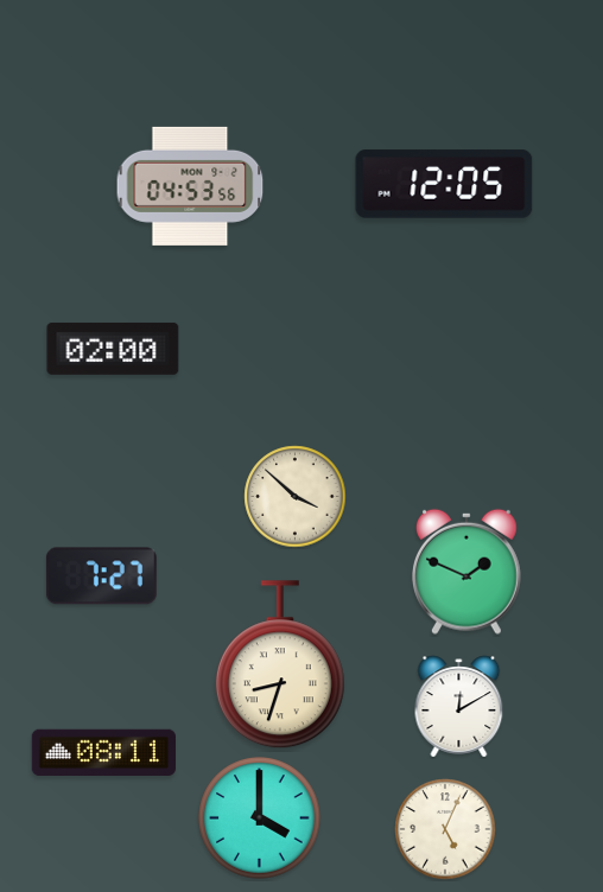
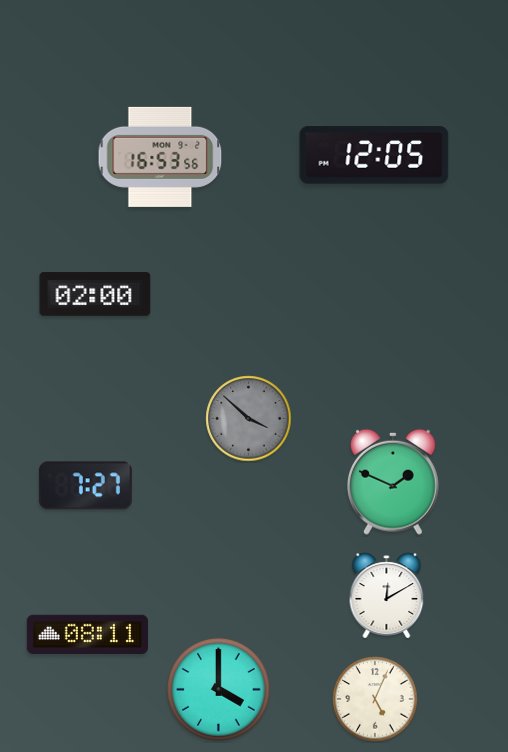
clock at (190, 186): 04:53 -> 16:53
clock at (296, 497) dial: cream -> grey
clock at (280, 665): 8:33 -> none
